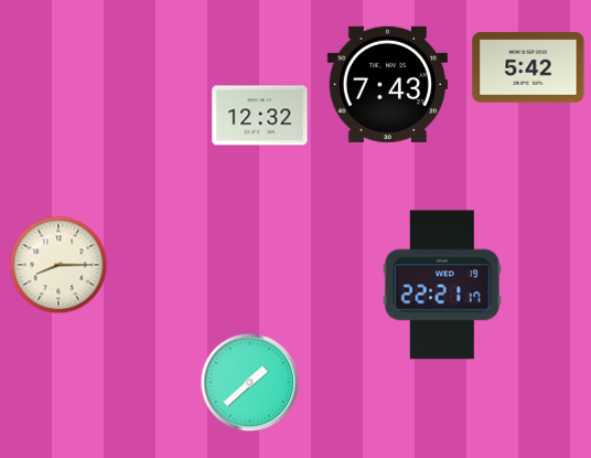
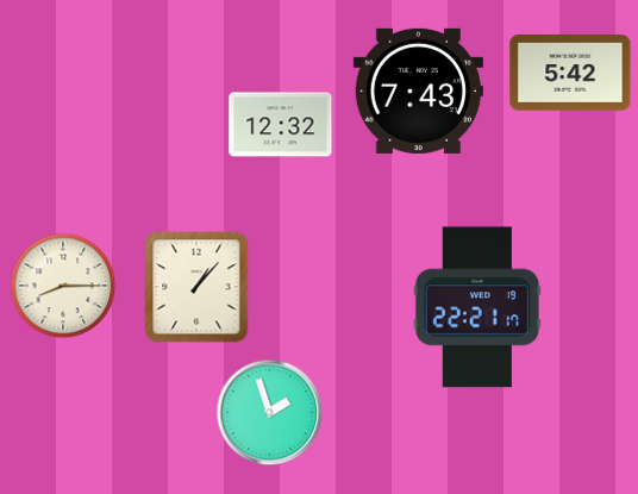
clock at (196, 287): none -> 1:07
clock at (250, 383): 1:38 -> 1:57
